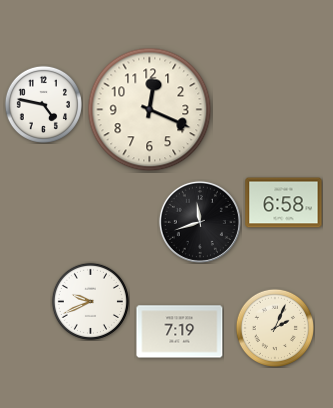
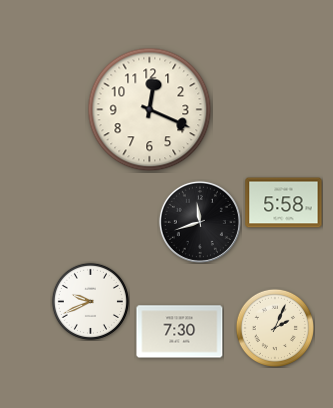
clock at (43, 104): 4:47 -> none
clock at (284, 203): 6:58 -> 5:58
clock at (180, 332): 7:19 -> 7:30
